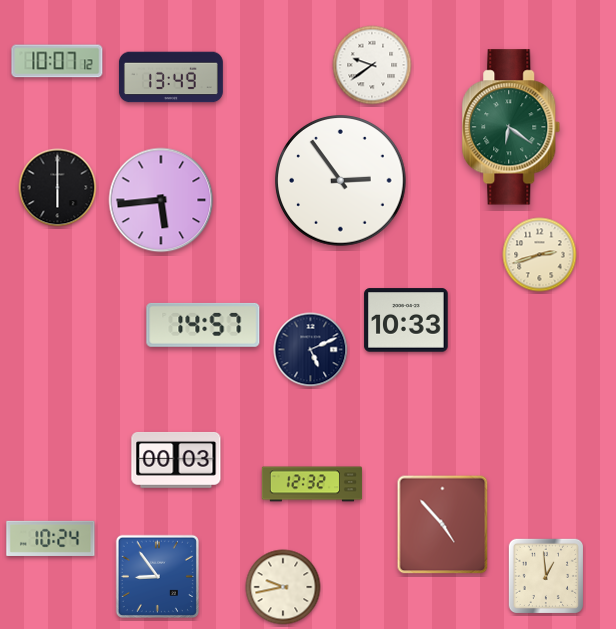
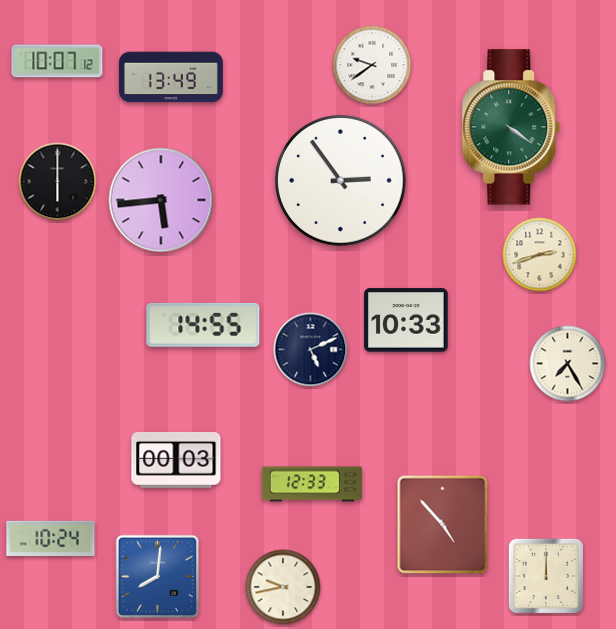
clock at (511, 127): 6:21 -> 4:21
clock at (58, 188) position: (58, 188) -> (58, 182)
clock at (203, 325): 14:57 -> 14:55
clock at (568, 364): none -> 7:25
clock at (312, 484): 12:32 -> 12:33
clock at (545, 575): 12:59 -> 12:00
clock at (157, 576): 8:54 -> 8:01
